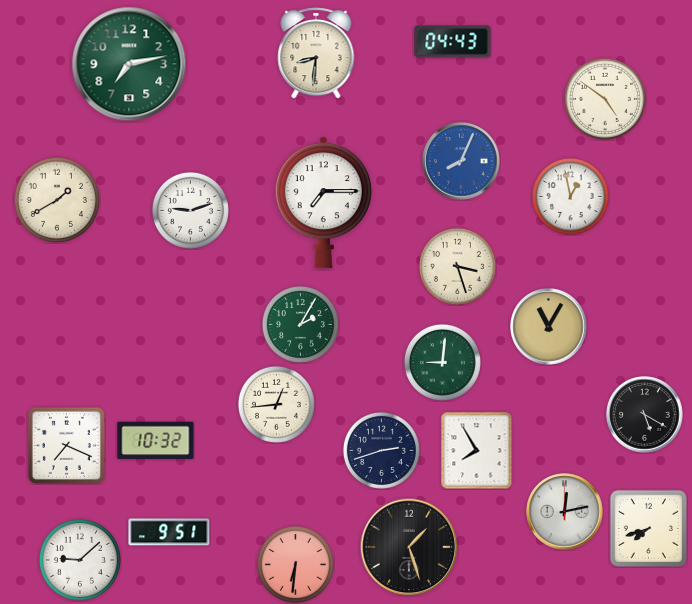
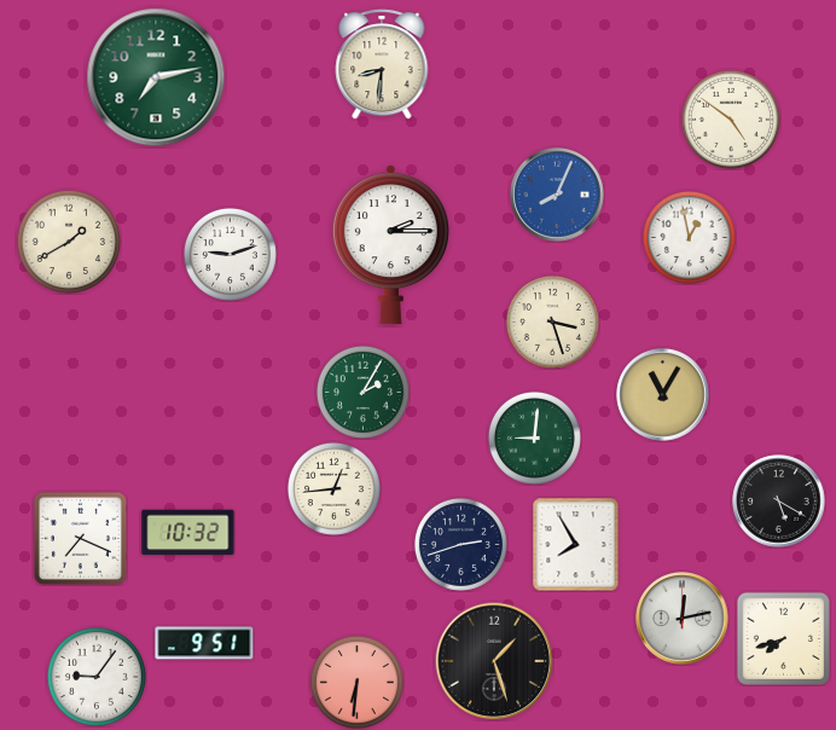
clock at (453, 42): 04:43 -> none
clock at (323, 203): 7:15 -> 2:15
clock at (80, 560): 9:08 -> 9:06
